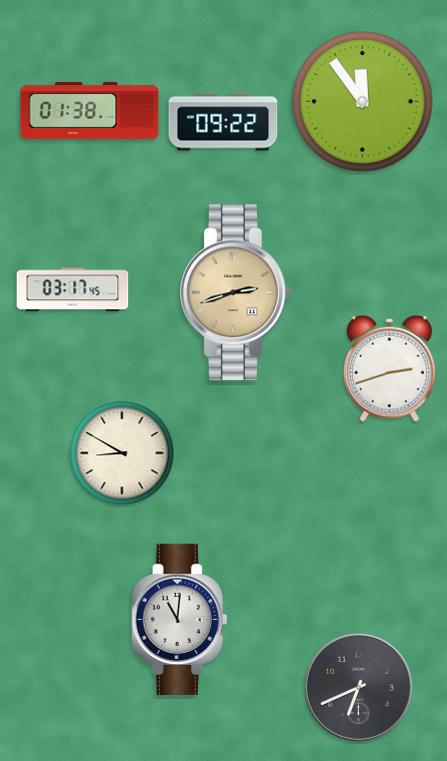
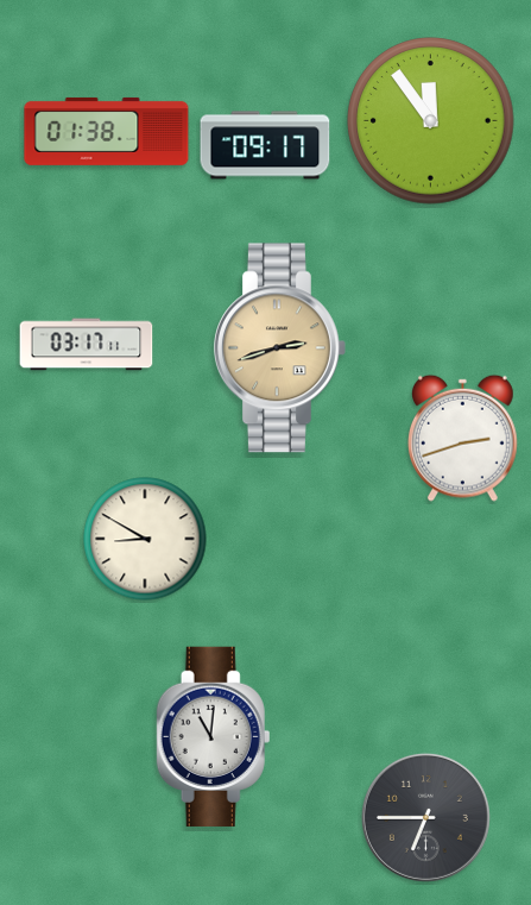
clock at (223, 122): 09:22 -> 09:17
clock at (73, 290): 03:17:45 -> 03:17:11
clock at (358, 687): 6:41 -> 6:45
